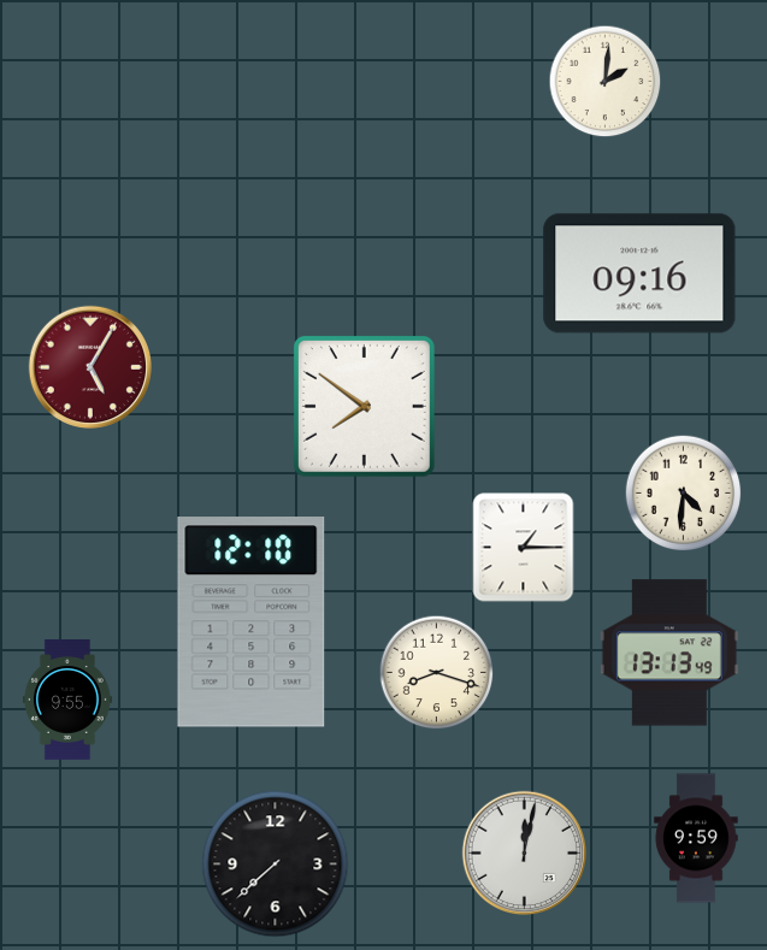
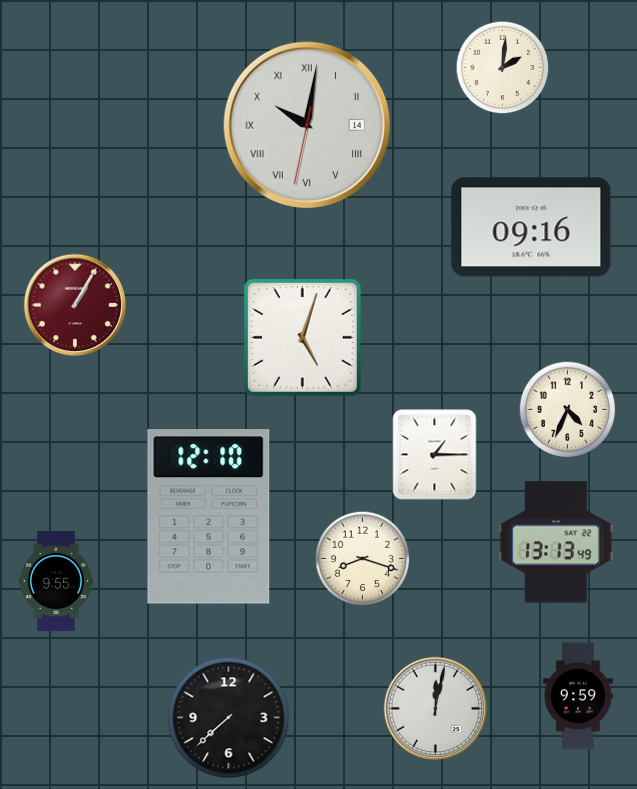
clock at (307, 125): none -> 10:01
clock at (89, 366): 5:05 -> 1:05
clock at (364, 406): 7:51 -> 5:03
clock at (684, 494): 4:31 -> 4:34
